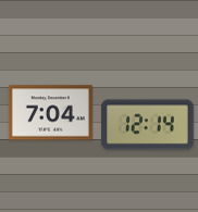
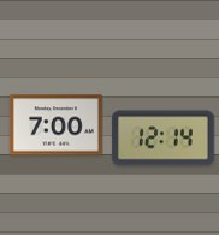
clock at (50, 113): 7:04 -> 7:00
